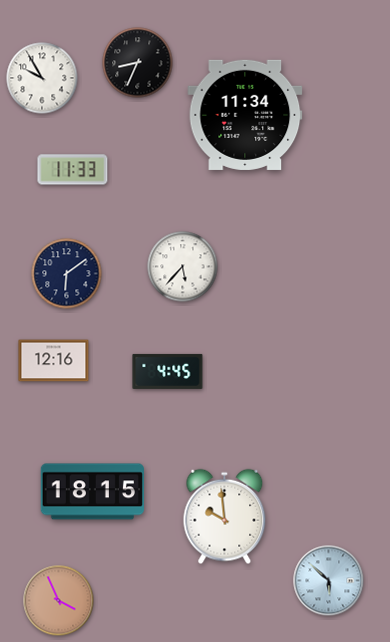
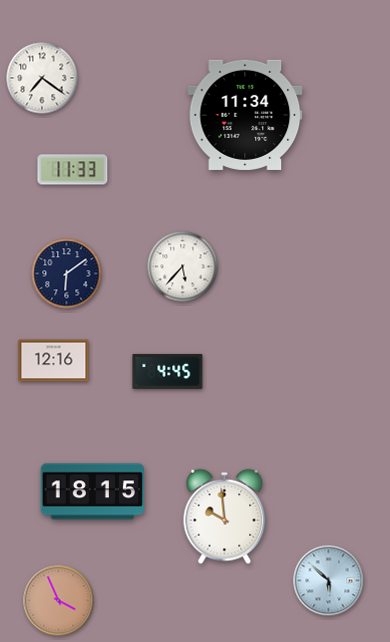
clock at (138, 63): 8:34 -> none
clock at (42, 78): 9:55 -> 7:21
